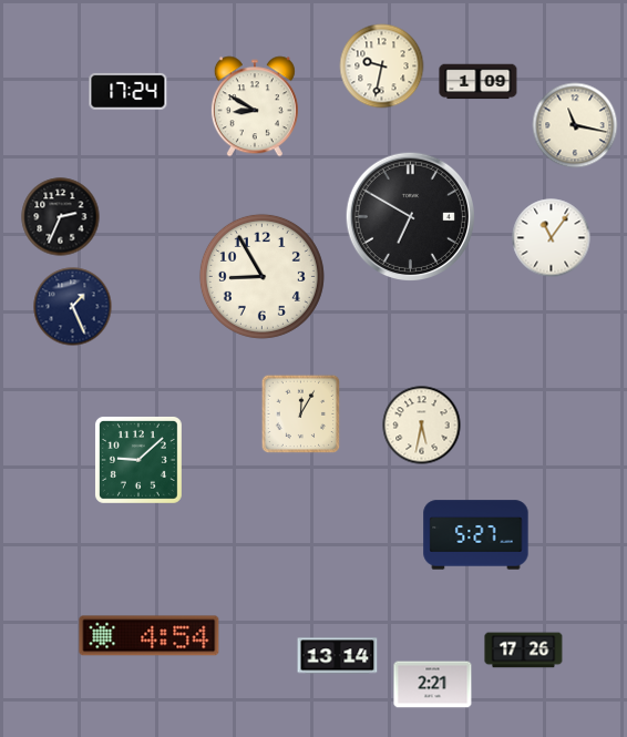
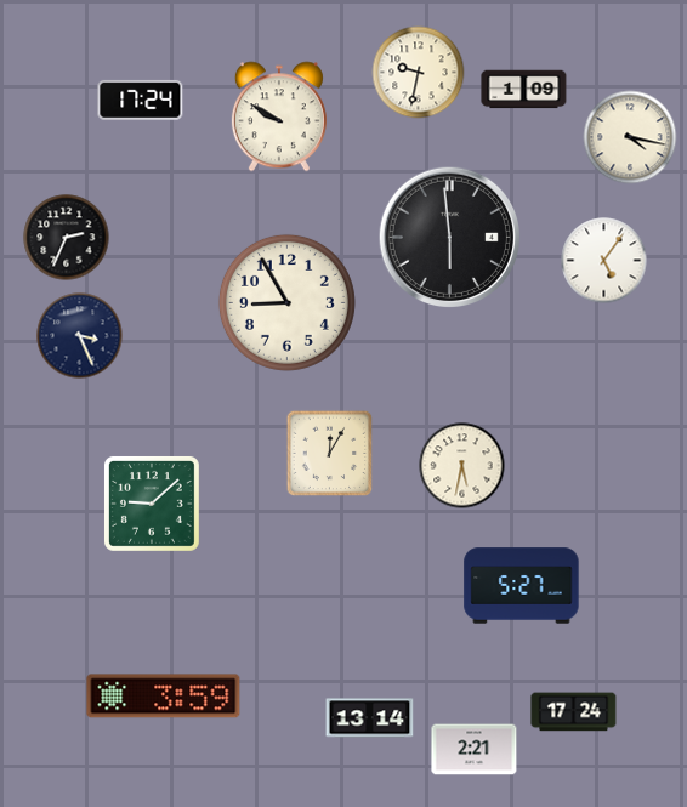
clock at (255, 106): 8:50 -> 9:50
clock at (575, 125): 11:17 -> 4:17
clock at (410, 216): 6:50 -> 5:59
clock at (552, 238): 11:06 -> 5:06
clock at (73, 307): 1:26 -> 3:26
clock at (150, 636): 4:54 -> 3:59
clock at (524, 651): 17:26 -> 17:24
